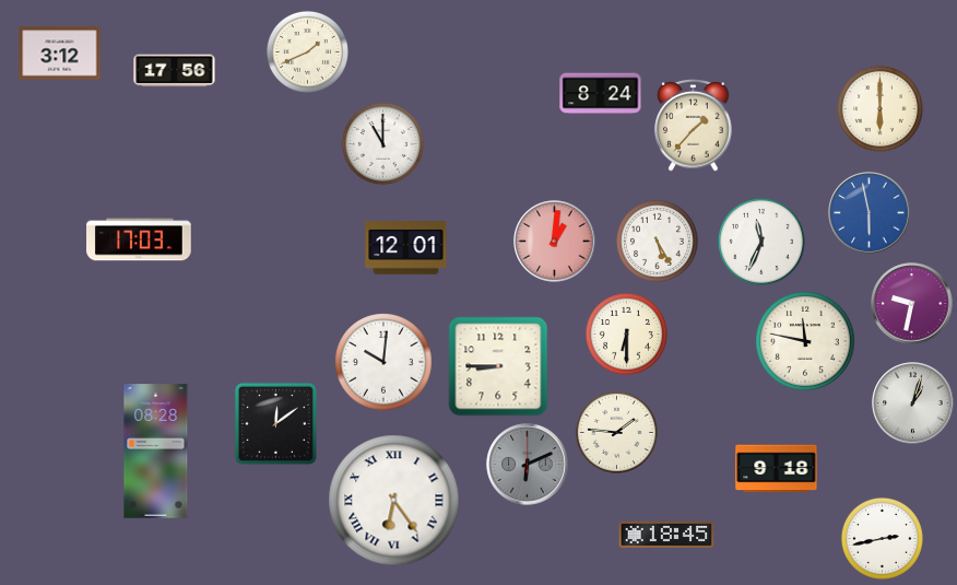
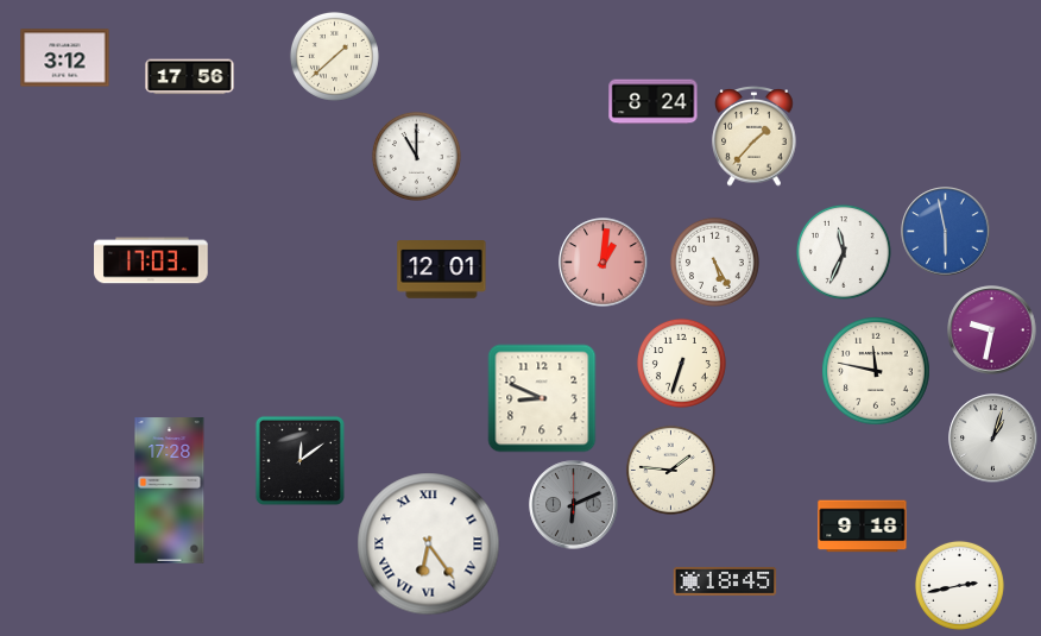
clock at (307, 51): 1:41 -> 1:38
clock at (879, 108): 6:00 -> none
clock at (761, 242) position: (761, 242) -> (844, 252)
clock at (626, 334): 6:30 -> 6:33
clock at (383, 362): 10:01 -> none
clock at (498, 366): 8:45 -> 8:49
clock at (156, 452): 08:28 -> 17:28
clock at (777, 469) position: (777, 469) -> (863, 527)
